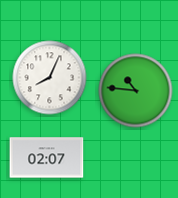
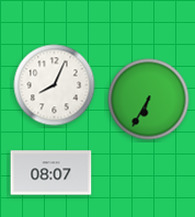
clock at (136, 91): 10:46 -> 6:35
clock at (47, 158): 02:07 -> 08:07
